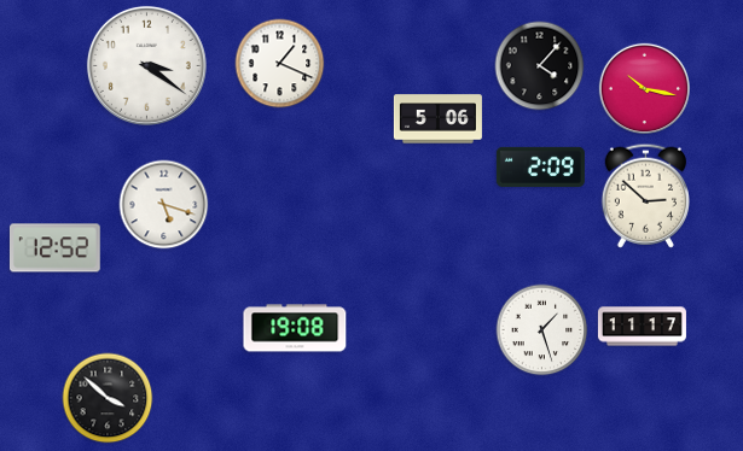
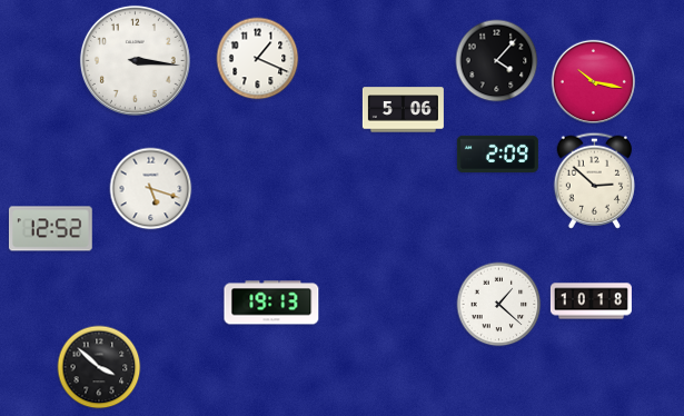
clock at (146, 65): 3:21 -> 3:16
clock at (642, 327): 11:17 -> 10:18
clock at (295, 328): 19:08 -> 19:13
clock at (542, 330): 1:27 -> 1:22
